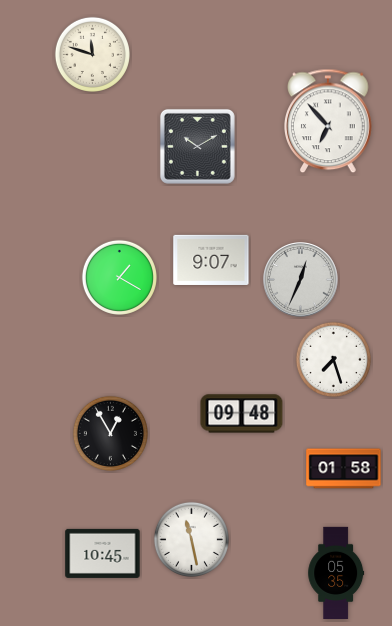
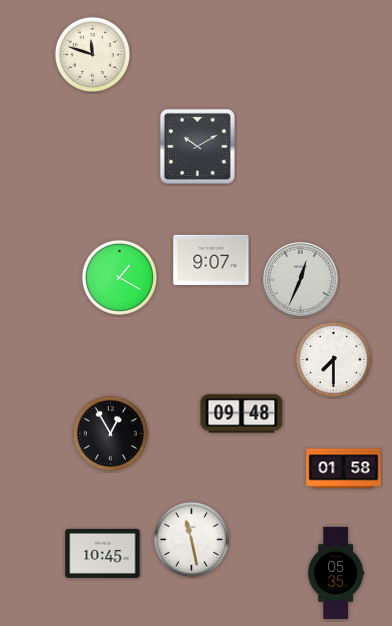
clock at (329, 121): 6:53 -> none
clock at (333, 359): 7:27 -> 7:30
